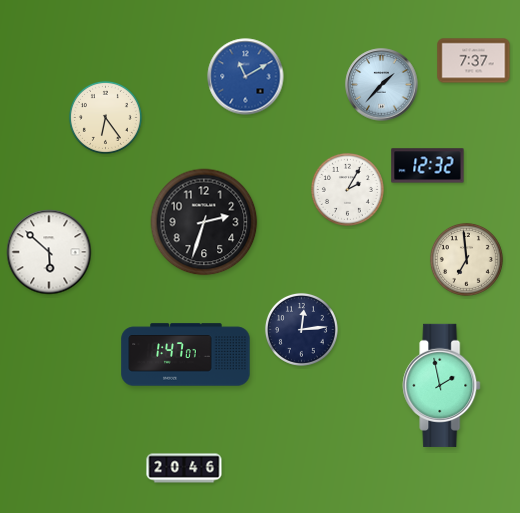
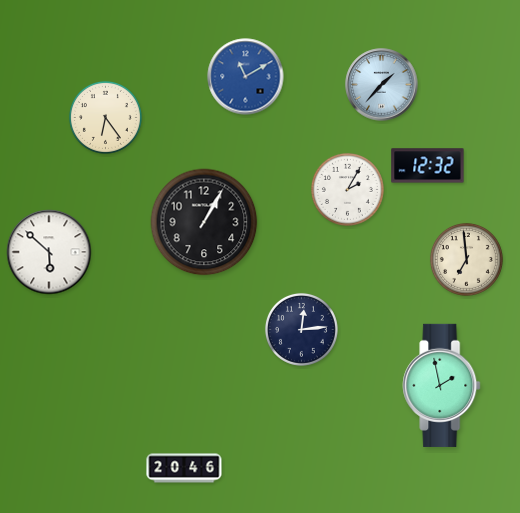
clock at (474, 61): 7:37 -> none
clock at (204, 222): 2:33 -> 1:05
clock at (186, 355): 1:47 -> none
